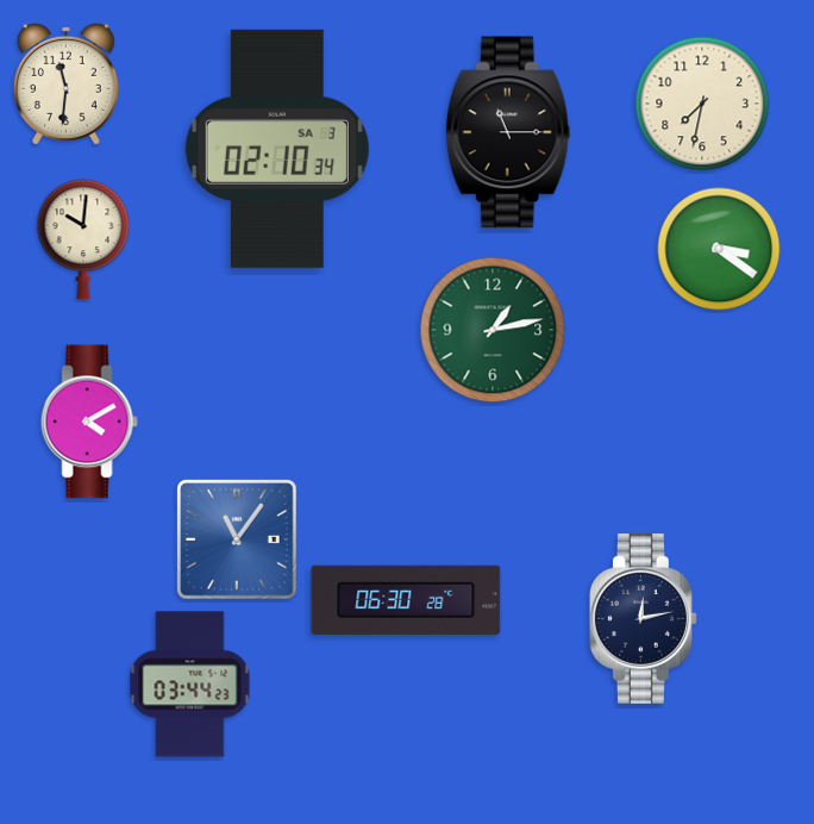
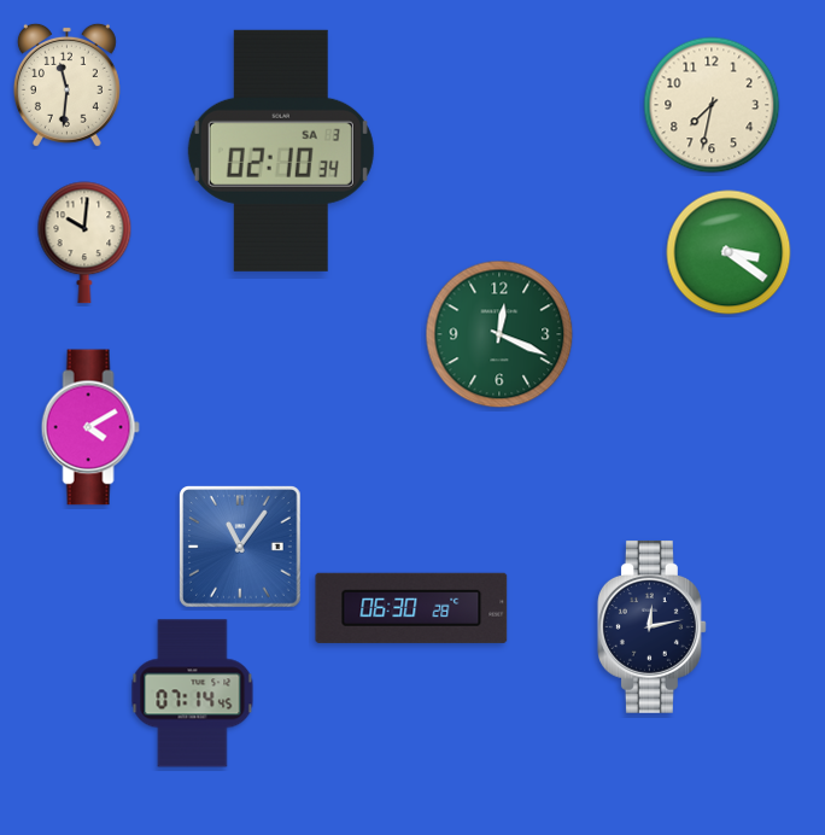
clock at (508, 132): 11:15 -> none
clock at (493, 330): 1:13 -> 12:19
clock at (190, 685): 03:44 -> 07:14
